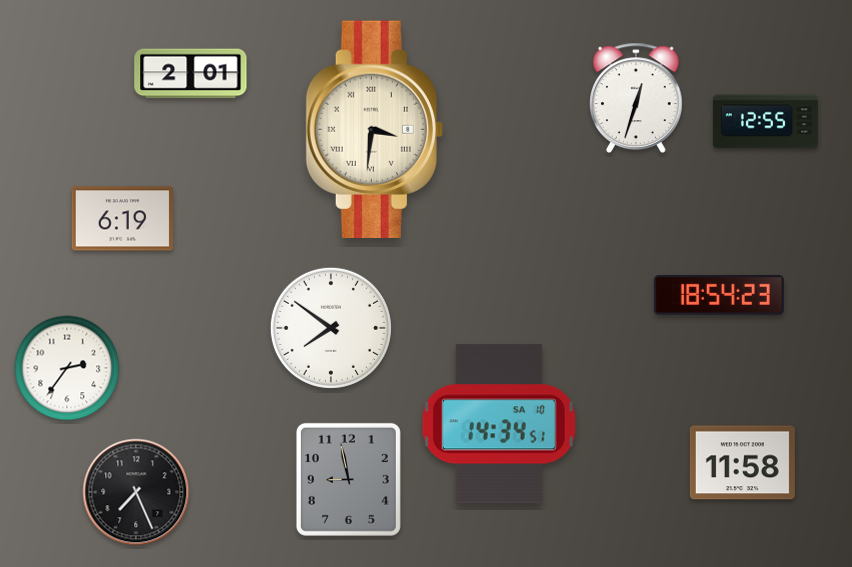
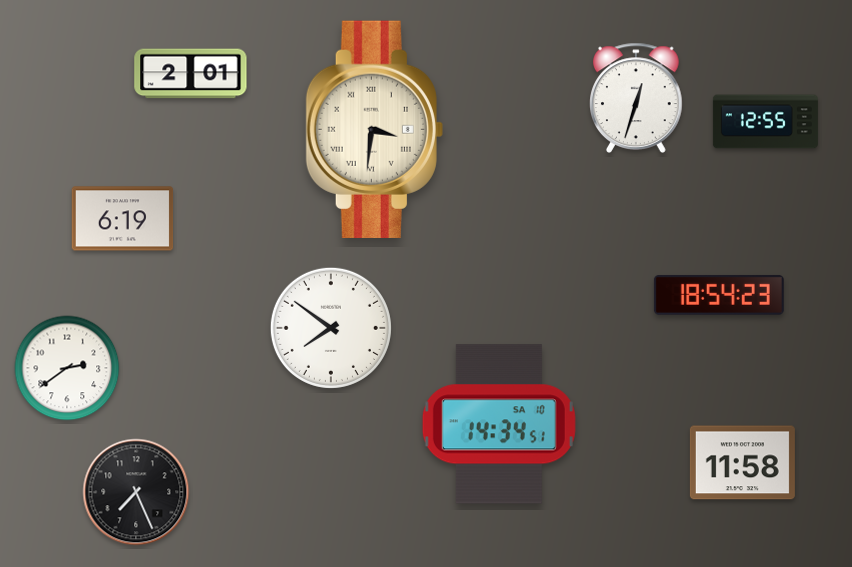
clock at (67, 368): 2:36 -> 2:39
clock at (348, 479): 8:58 -> none
